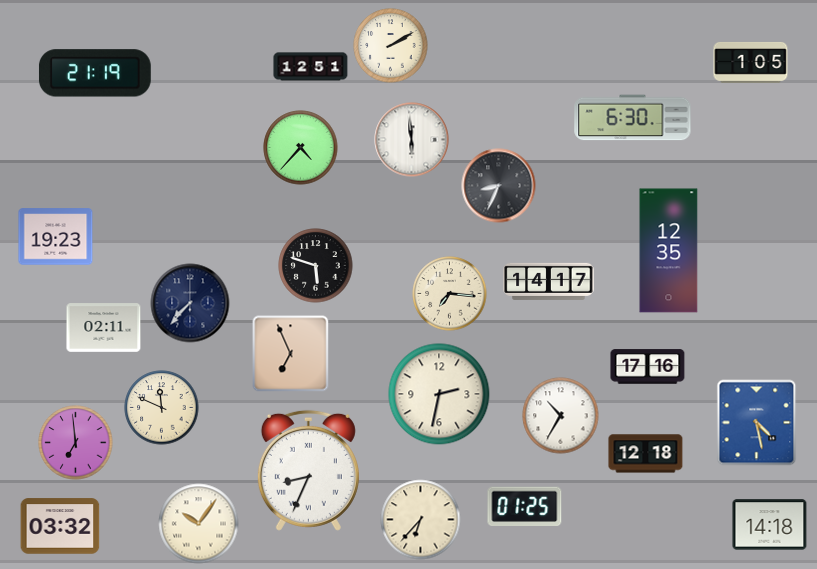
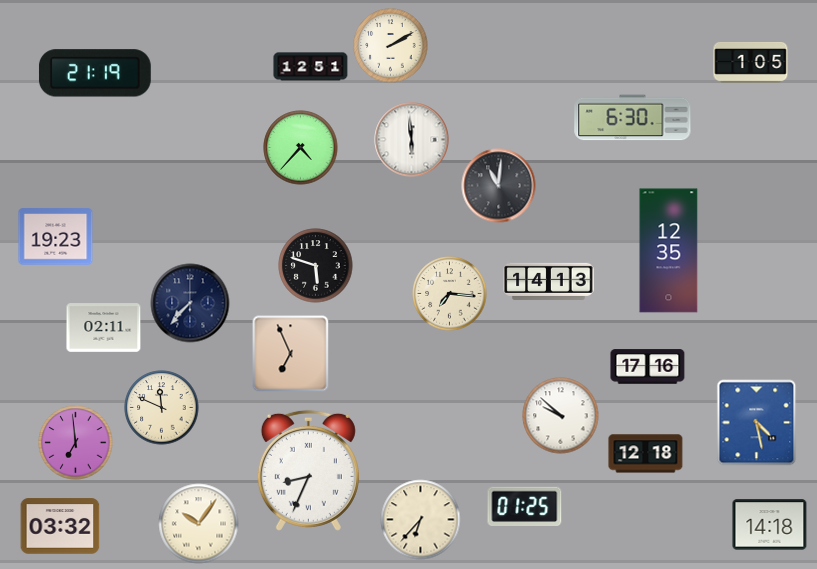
clock at (499, 186): 8:34 -> 11:01
clock at (549, 281): 14:17 -> 14:13
clock at (439, 394): 2:32 -> none
clock at (561, 416): 10:35 -> 9:52
